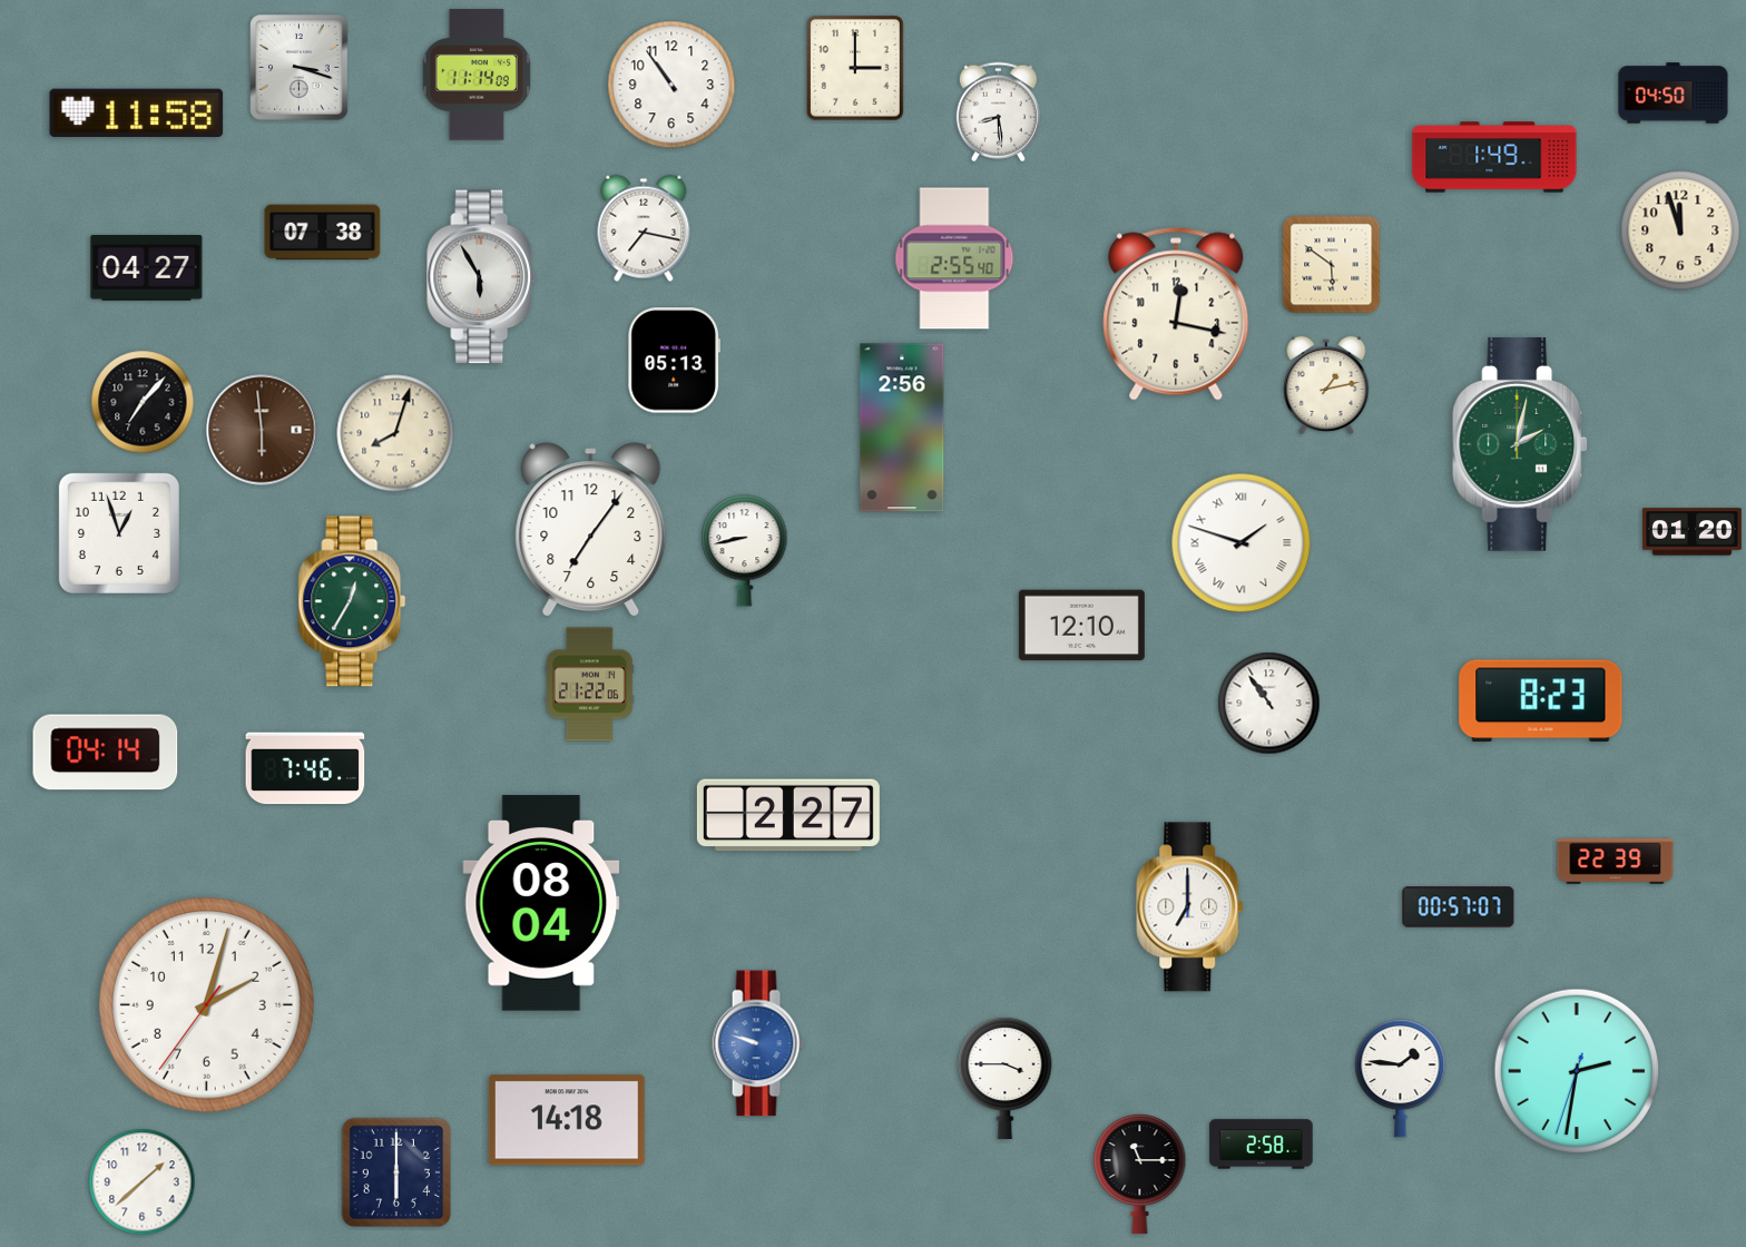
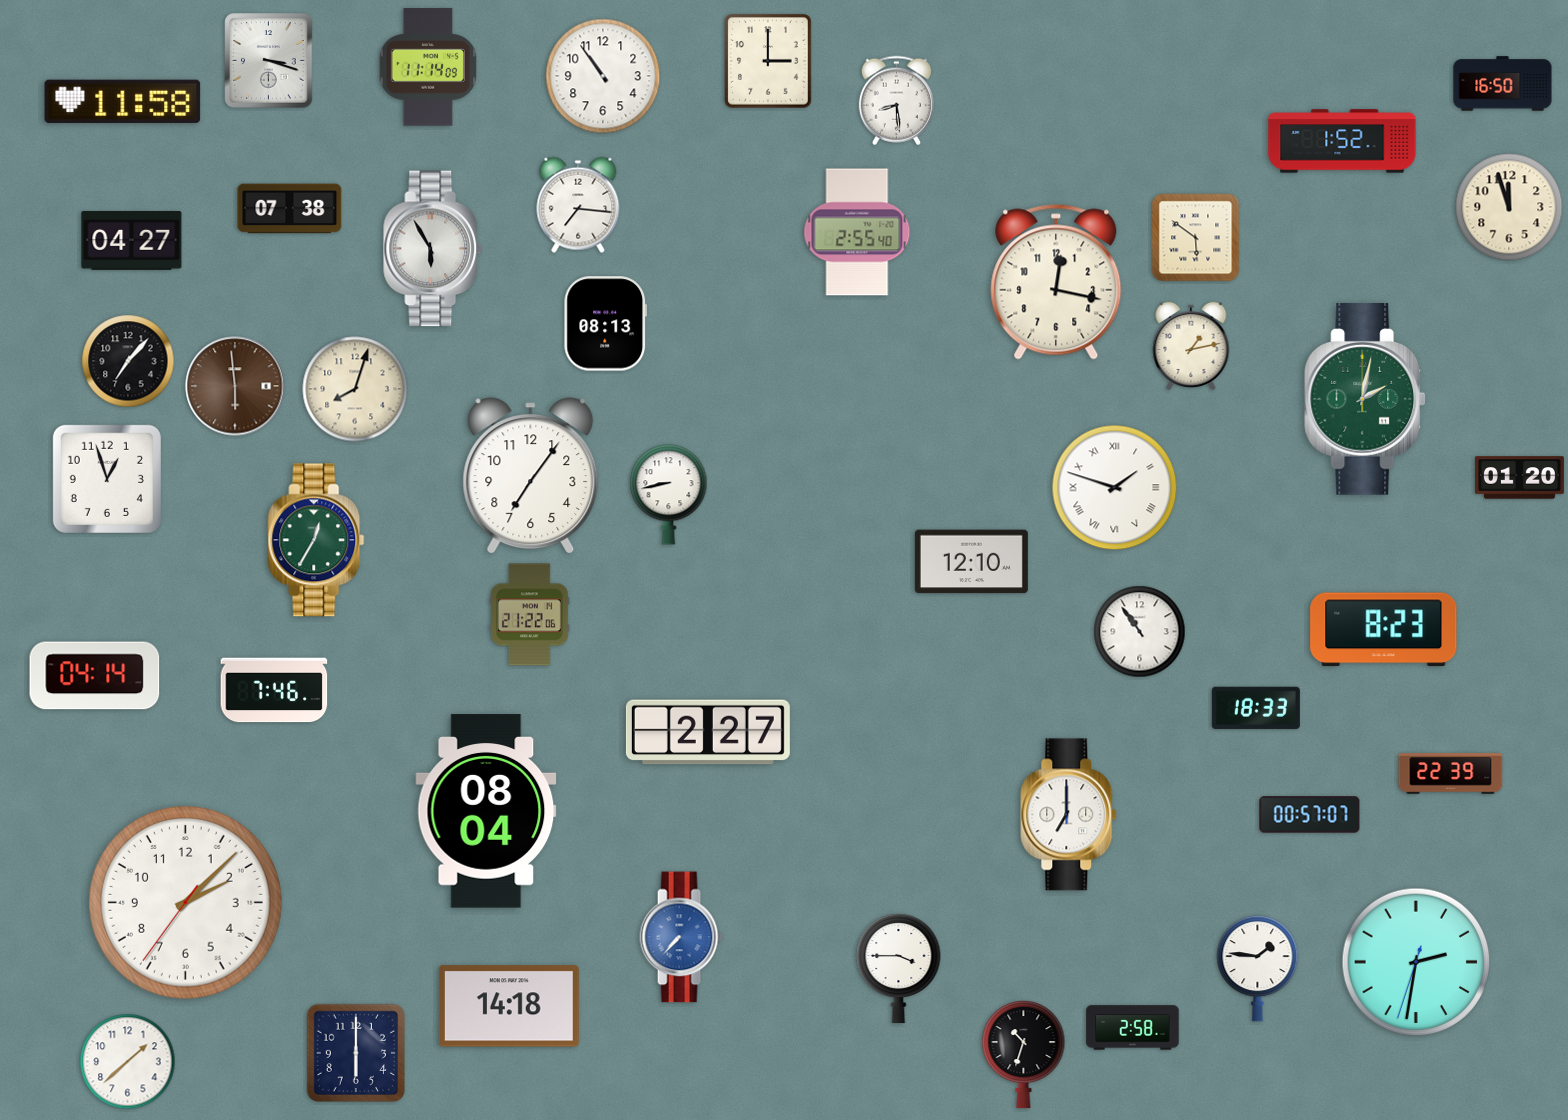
clock at (1674, 94): 04:50 -> 16:50
clock at (1494, 157): 1:49 -> 1:52
clock at (644, 228): 7:17 -> 7:16
clock at (675, 361): 05:13 -> 08:13
clock at (902, 428): 2:56 -> none
clock at (1256, 708): none -> 18:33
clock at (207, 1005): 2:02 -> 2:07
clock at (758, 1043): 9:48 -> 7:37
clock at (1006, 1078) position: (1006, 1078) -> (899, 968)
clock at (1140, 1175): 11:15 -> 10:33
